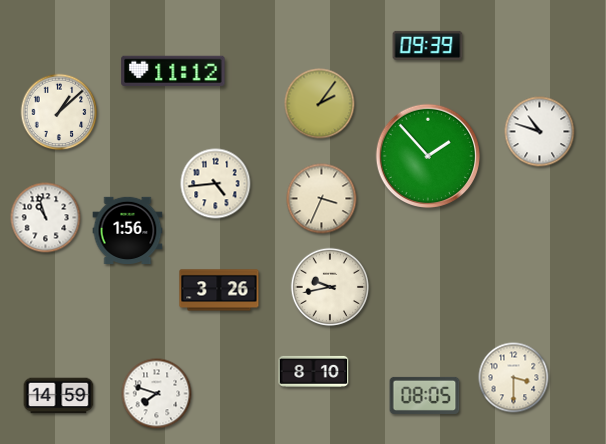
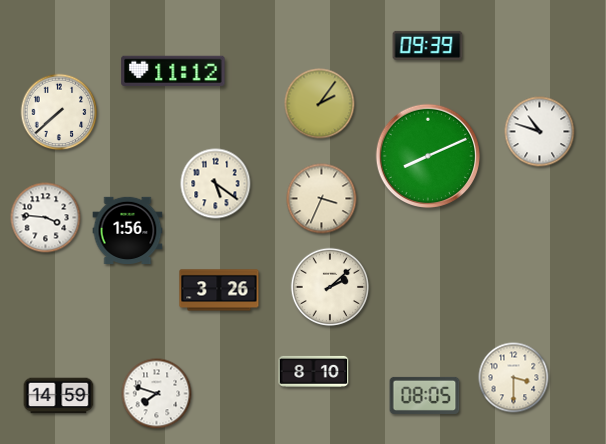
clock at (59, 112): 1:08 -> 7:38
clock at (428, 156): 1:53 -> 8:11
clock at (216, 184): 4:44 -> 5:21
clock at (46, 218): 10:57 -> 3:46
clock at (330, 287): 9:43 -> 2:08
